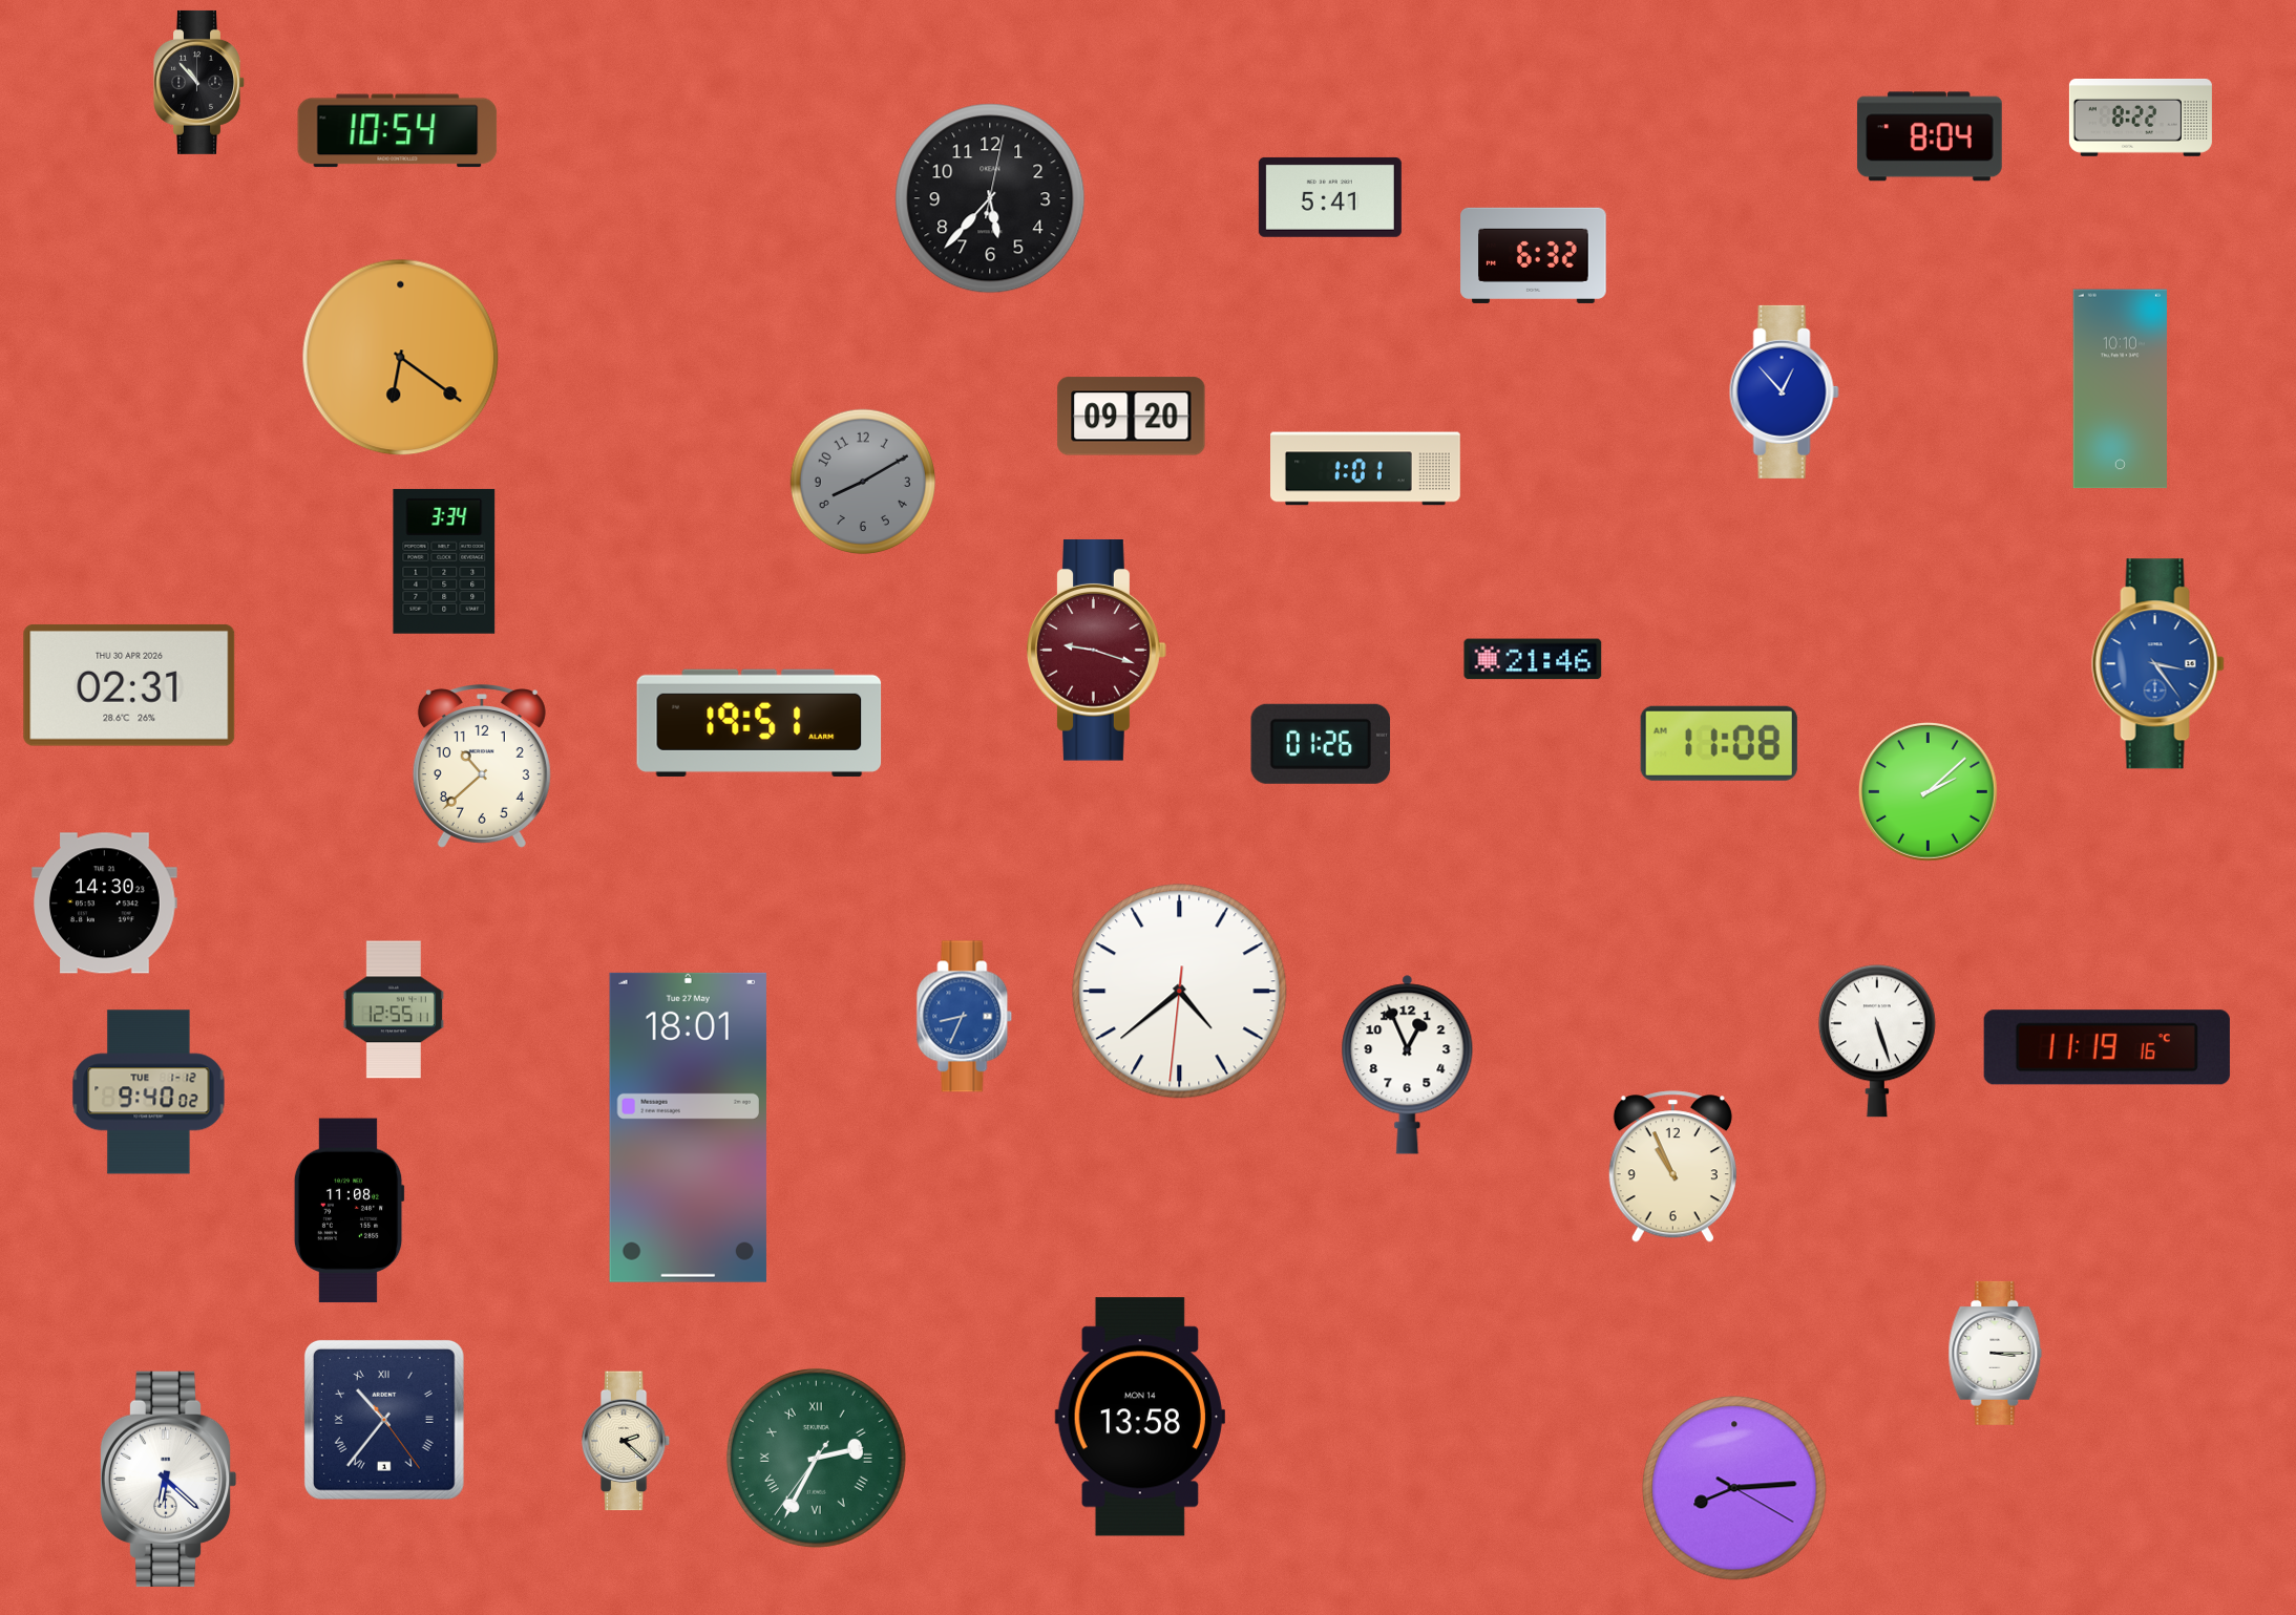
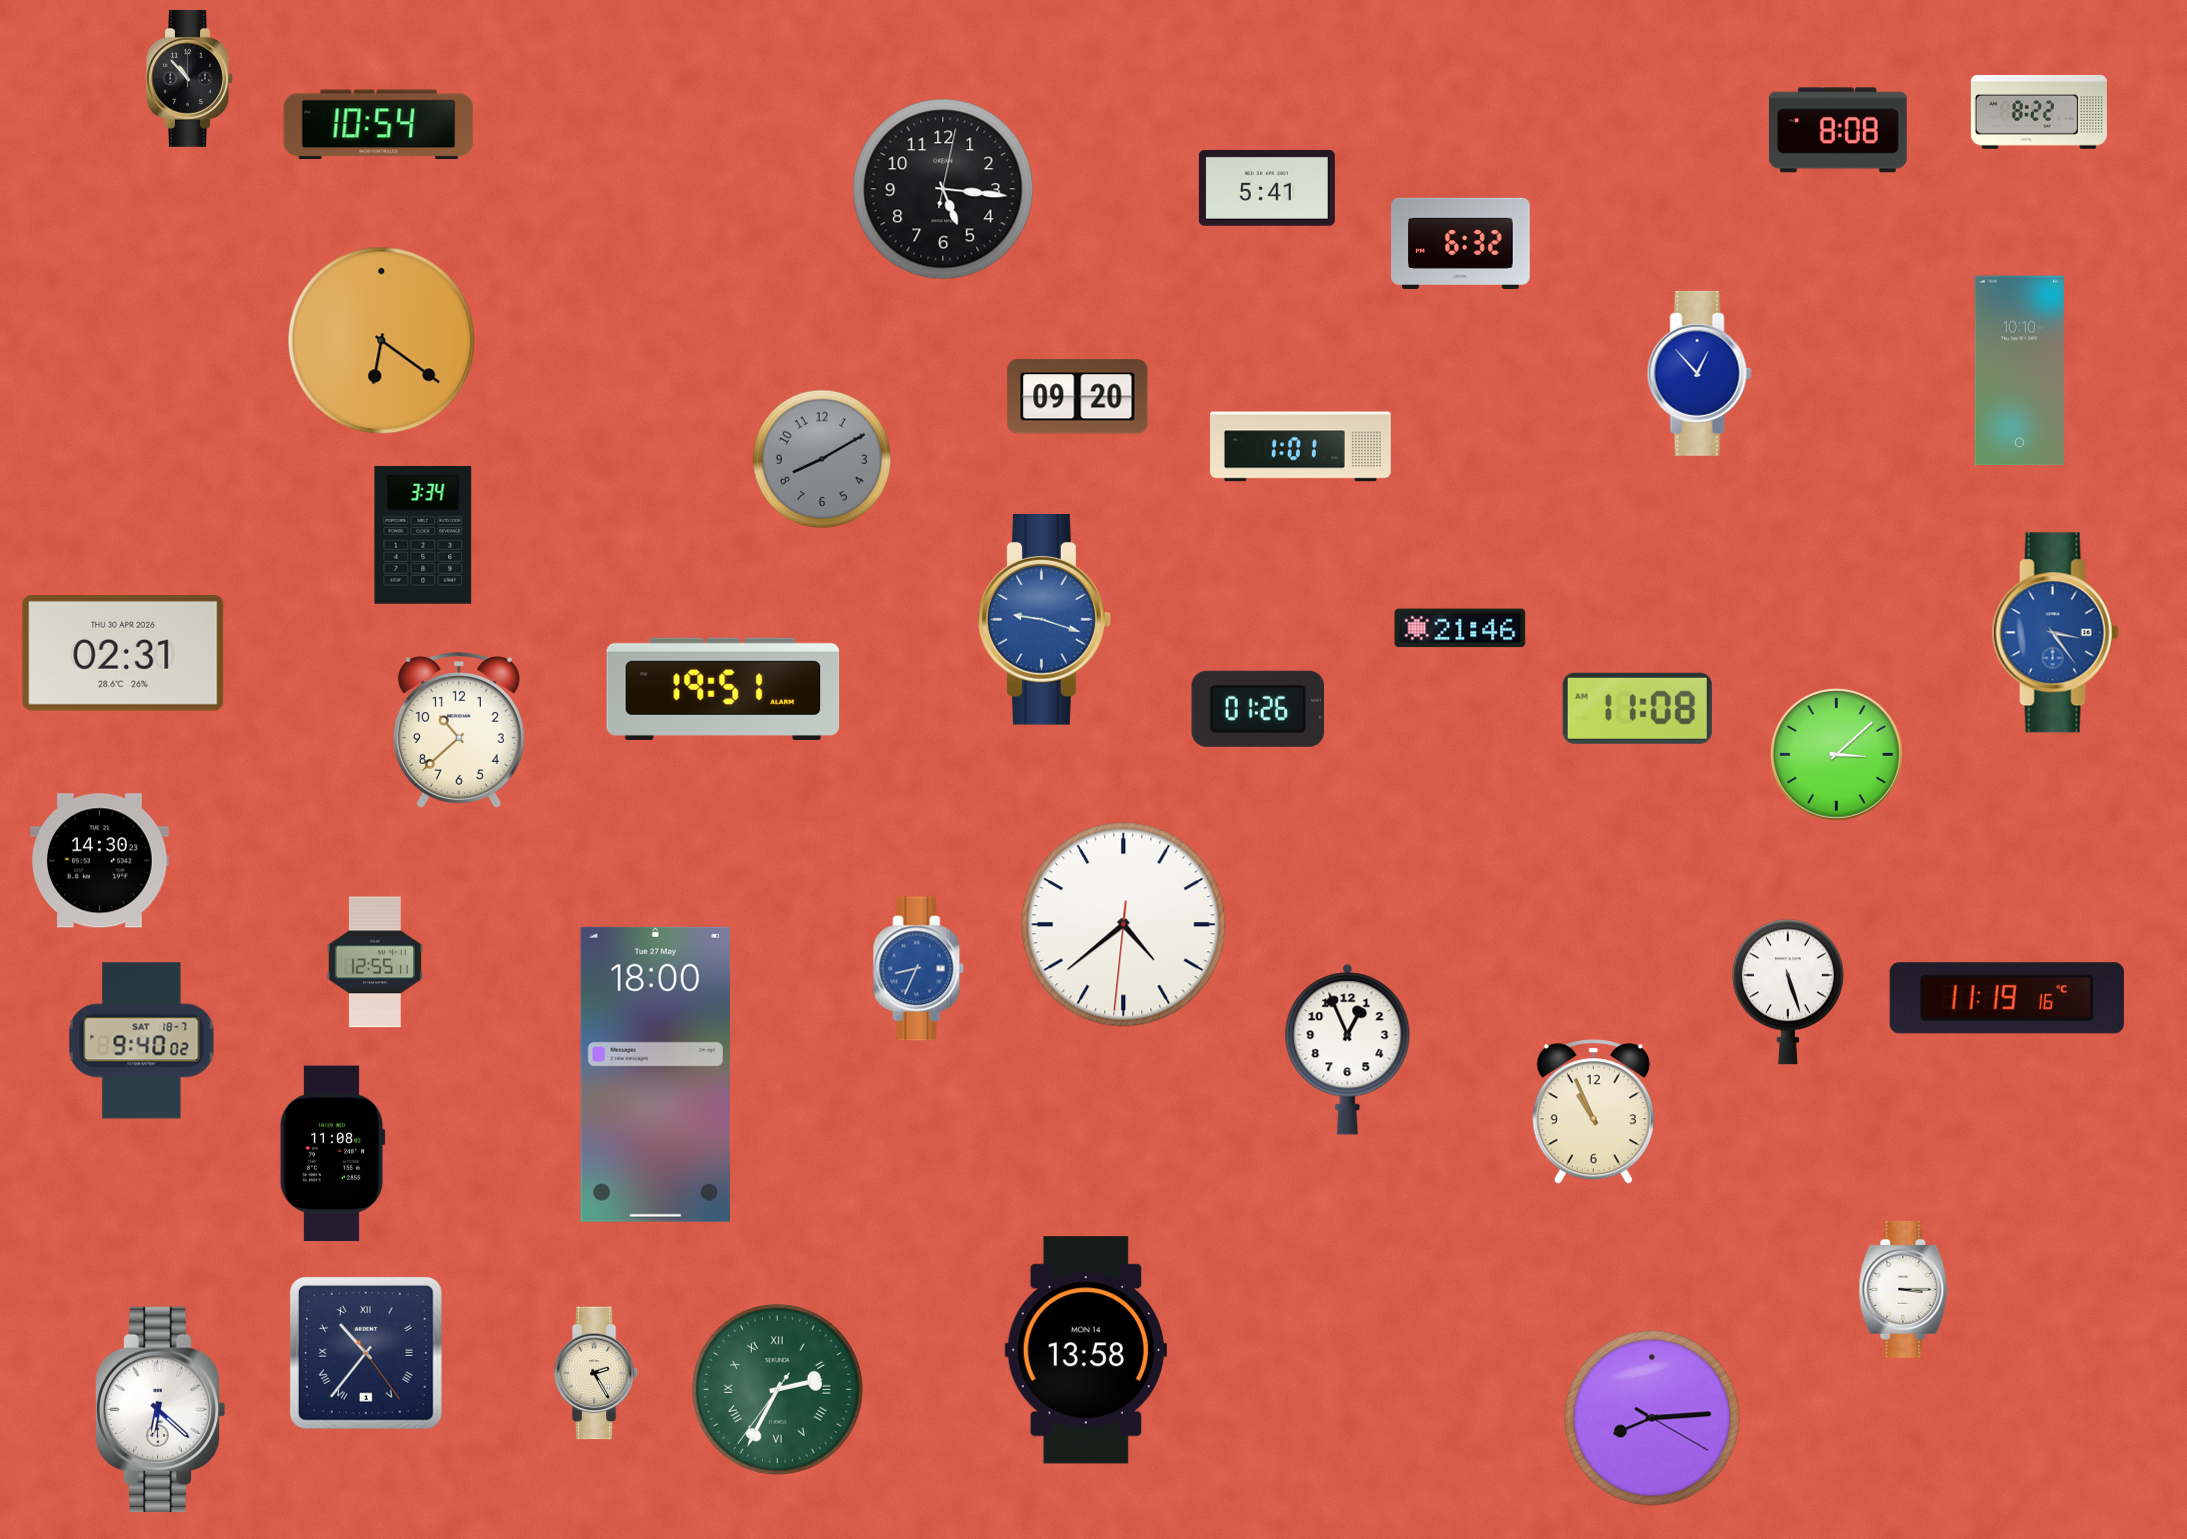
clock at (1930, 136): 8:04 -> 8:08
clock at (990, 198): 5:37 -> 5:16
clock at (1097, 651) dial: burgundy -> blue
clock at (1928, 791): 2:08 -> 3:08
clock at (1180, 992) position: (1180, 992) -> (1124, 925)
clock at (1408, 1065) position: (1408, 1065) -> (1348, 1050)
clock at (149, 1092) date: TUE 1-12 -> SAT 18-7
clock at (688, 1127): 18:01 -> 18:00
clock at (1996, 1353) position: (1996, 1353) -> (1904, 1289)
clock at (626, 1441): 2:22 -> 2:25
